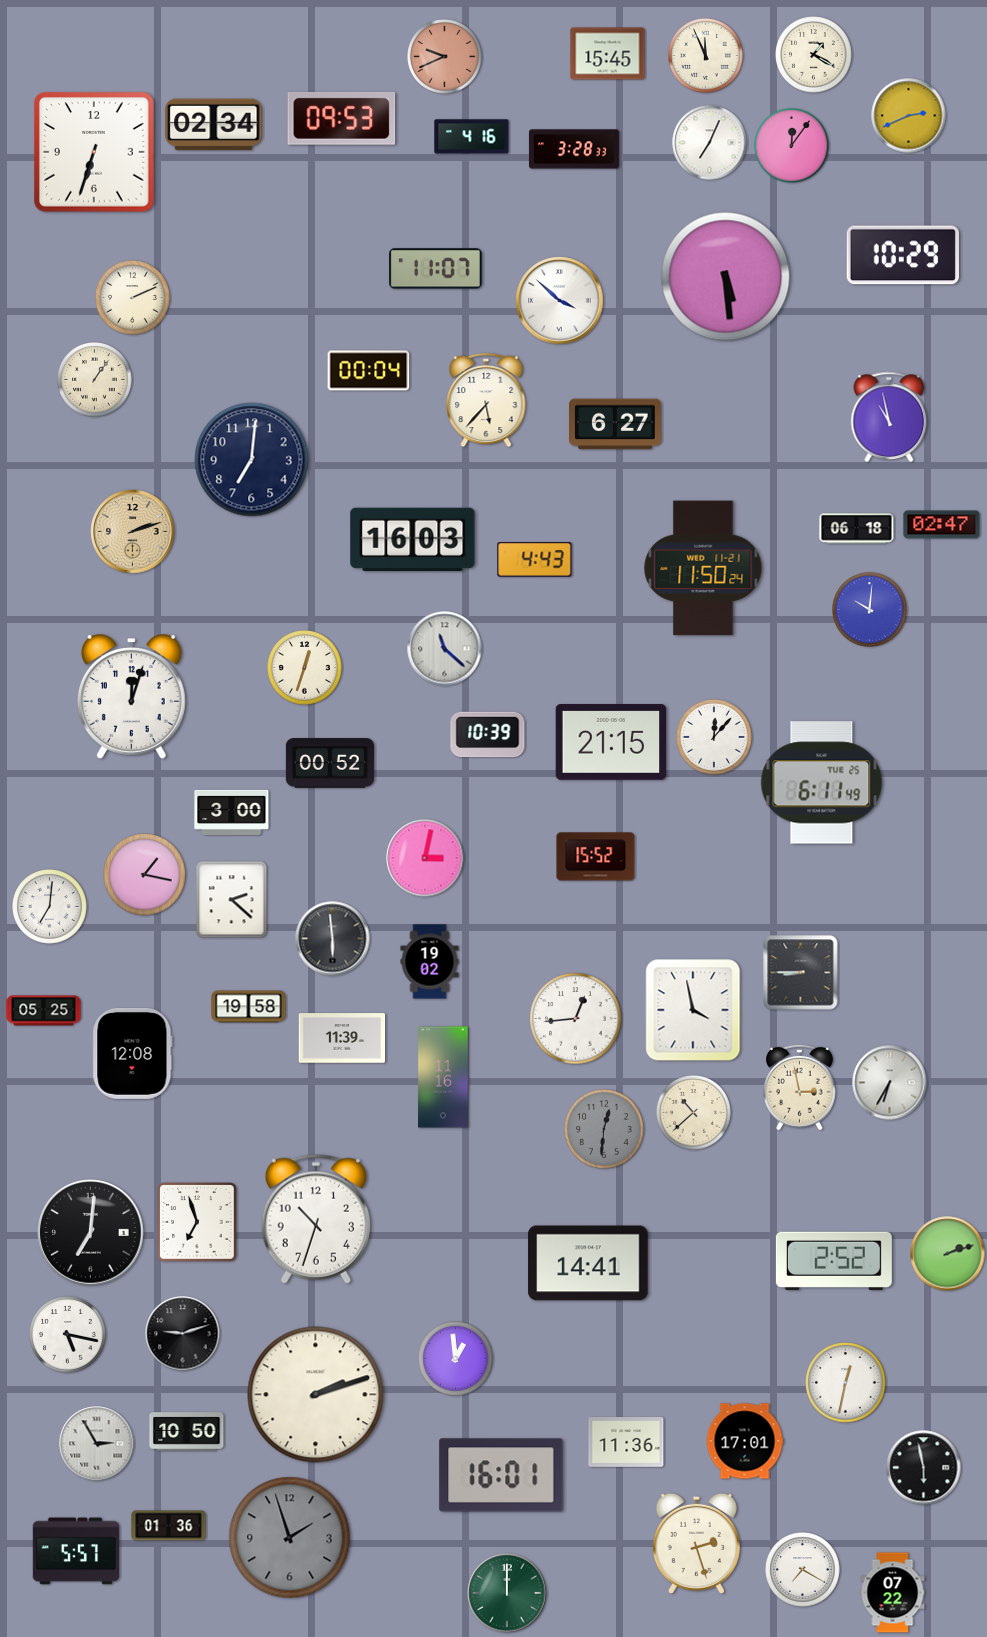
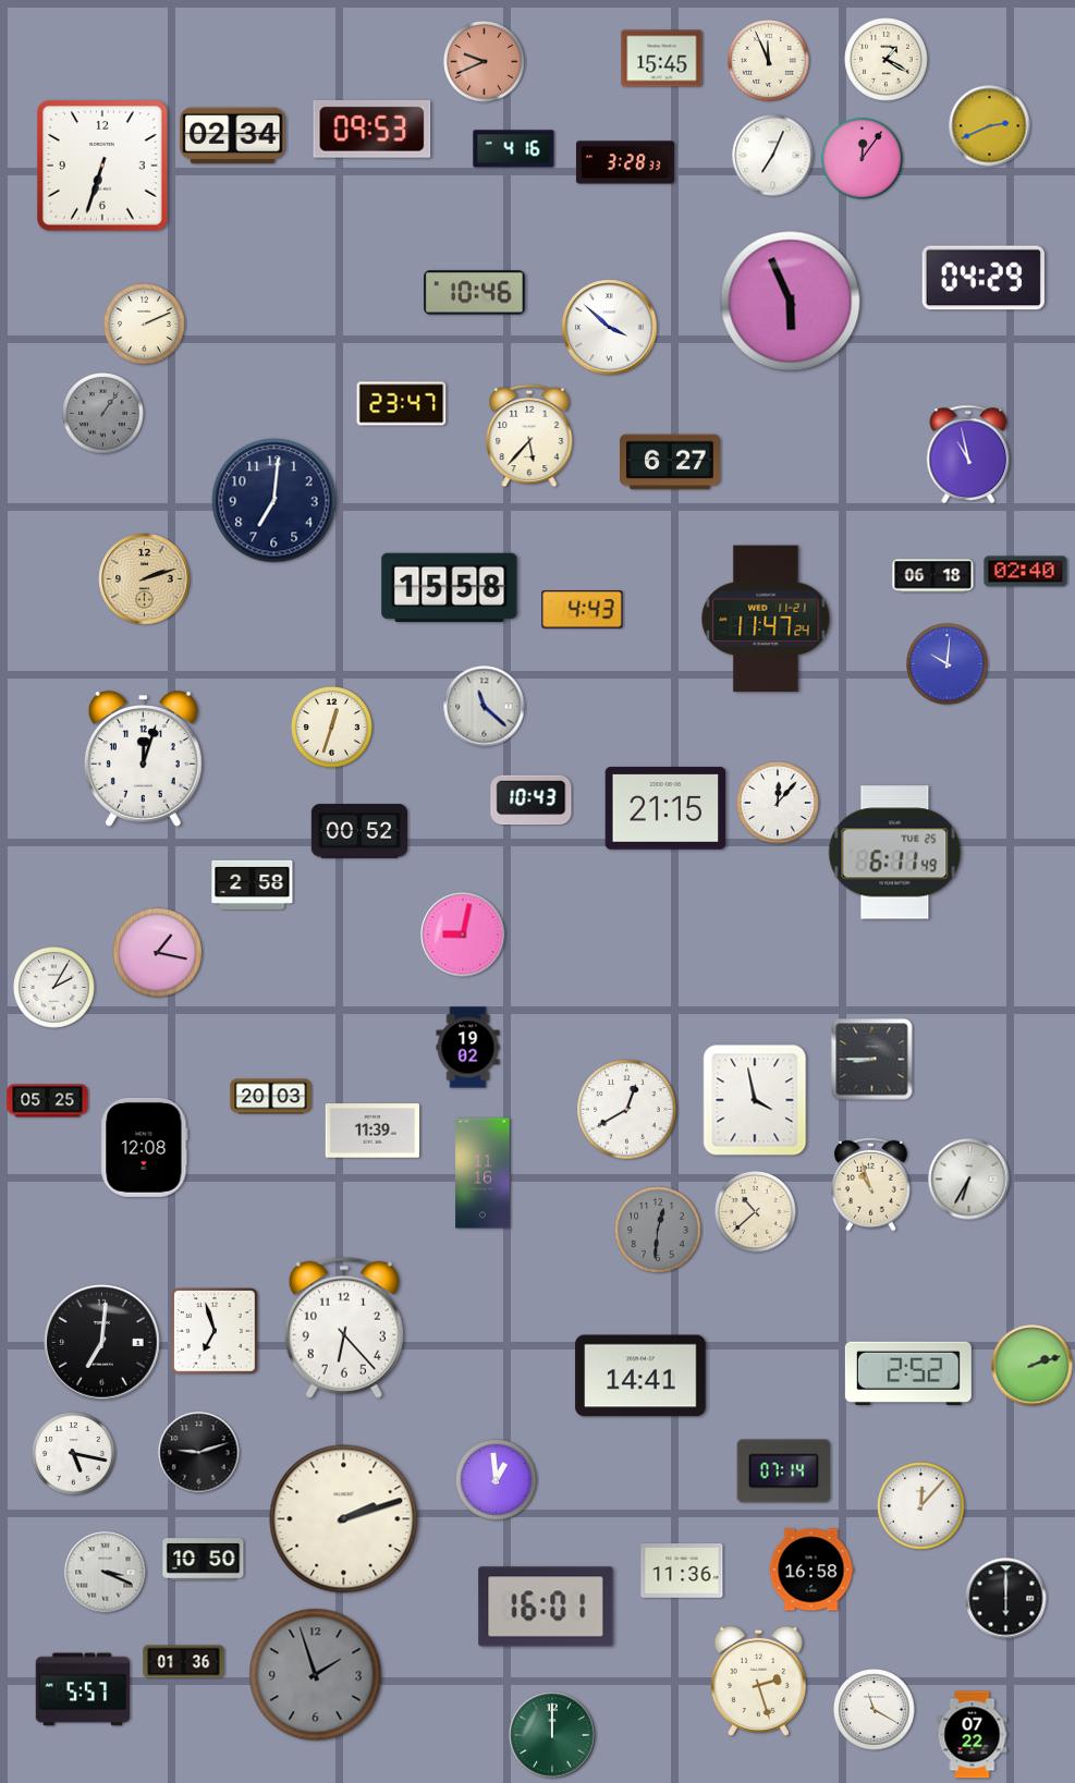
clock at (903, 255): 10:29 -> 04:29
clock at (436, 269): 11:07 -> 10:46
clock at (726, 277): 5:29 -> 5:56
clock at (369, 371): 00:04 -> 23:47
clock at (95, 380) dial: cream -> grey
clock at (942, 525): 02:47 -> 02:40
clock at (413, 539): 16:03 -> 15:58
clock at (703, 568): 11:50 -> 11:47
clock at (488, 735): 10:39 -> 10:43
clock at (232, 812): 3:00 -> 2:58
clock at (596, 857): 15:52 -> none
clock at (425, 858): 3:02 -> 9:02
clock at (232, 900): 2:22 -> none
clock at (50, 907): 7:01 -> 2:05
clock at (333, 939): 5:59 -> none
clock at (249, 1007): 19:58 -> 20:03
clock at (576, 1019): 12:44 -> 12:40
clock at (800, 1087): 2:58 -> 10:57
clock at (316, 1219): 10:33 -> 6:23
clock at (91, 1233) position: (91, 1233) -> (102, 1343)
clock at (784, 1471): none -> 07:14
clock at (846, 1383): 12:32 -> 12:07
clock at (745, 1441): 17:01 -> 16:58
clock at (97, 1444): 2:55 -> 3:19
clock at (924, 1468): 5:58 -> 6:00
clock at (803, 1570): 7:20 -> 11:20
